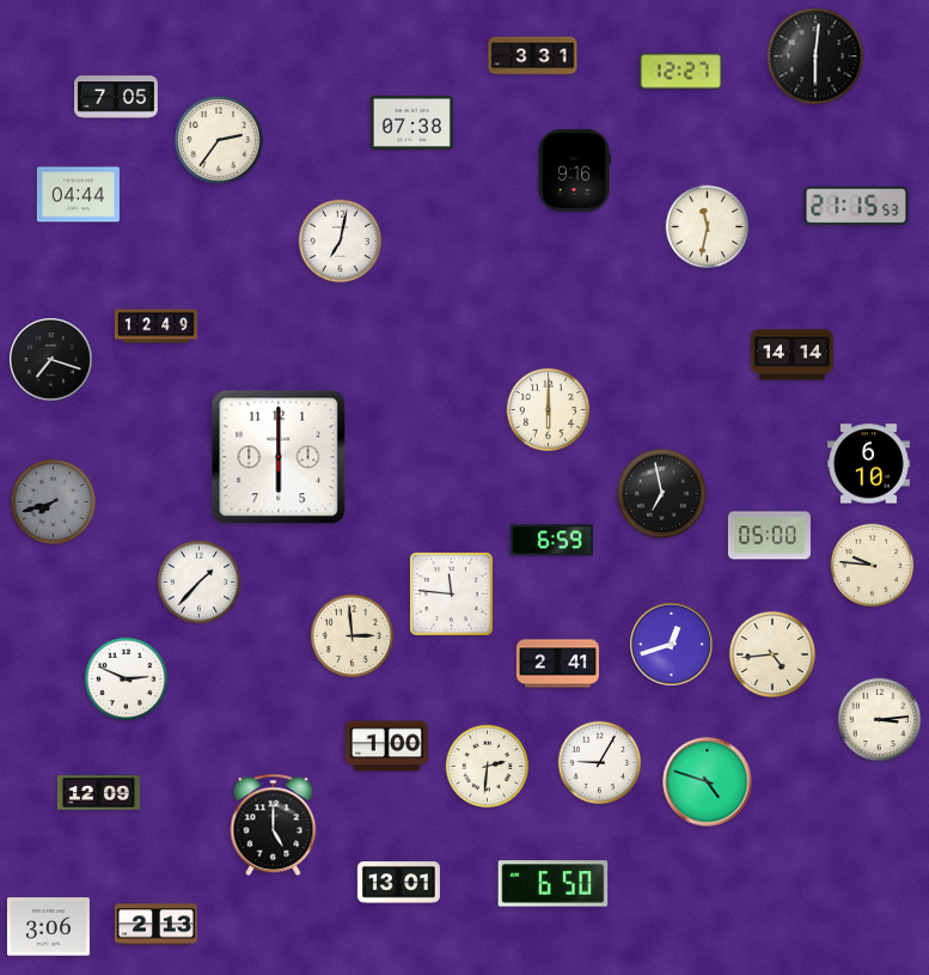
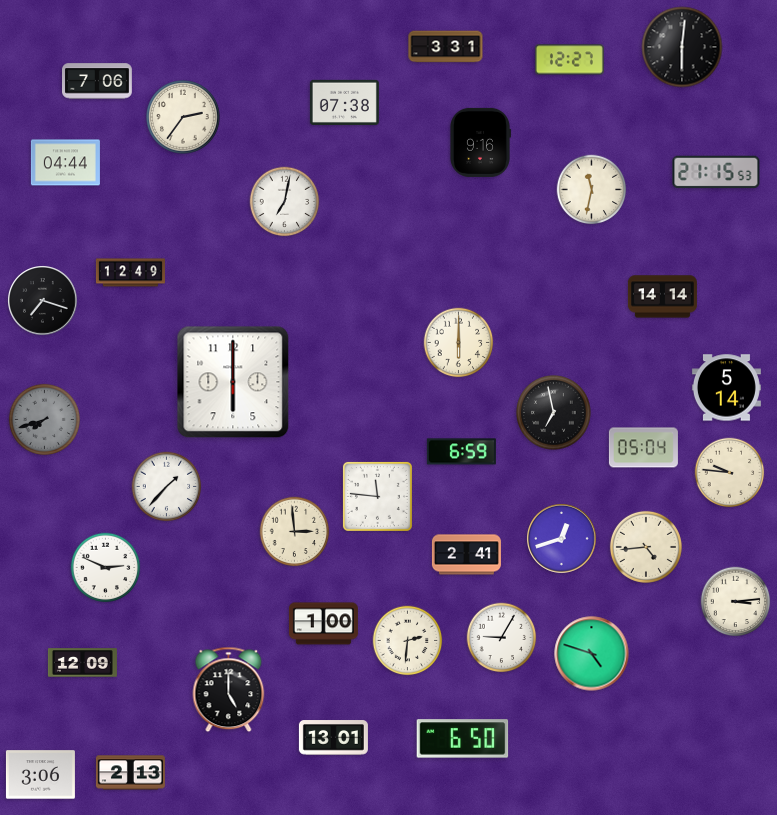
clock at (117, 97): 7:05 -> 7:06
clock at (868, 464): 6:10 -> 5:14
clock at (769, 536): 05:00 -> 05:04
